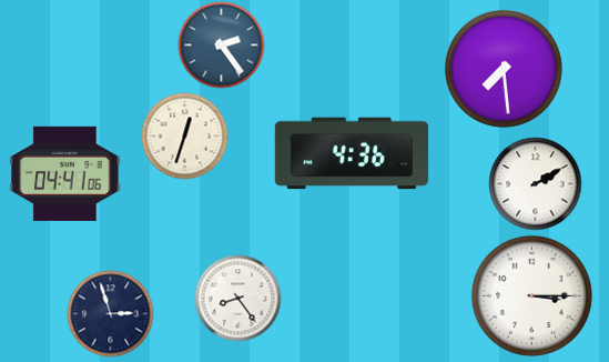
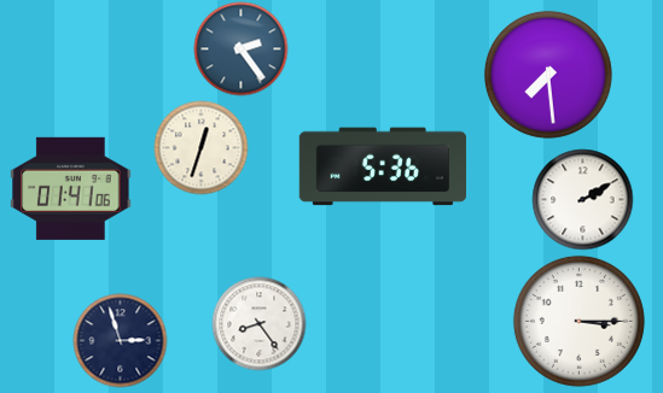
clock at (351, 153): 4:36 -> 5:36
clock at (65, 173): 04:41 -> 01:41
